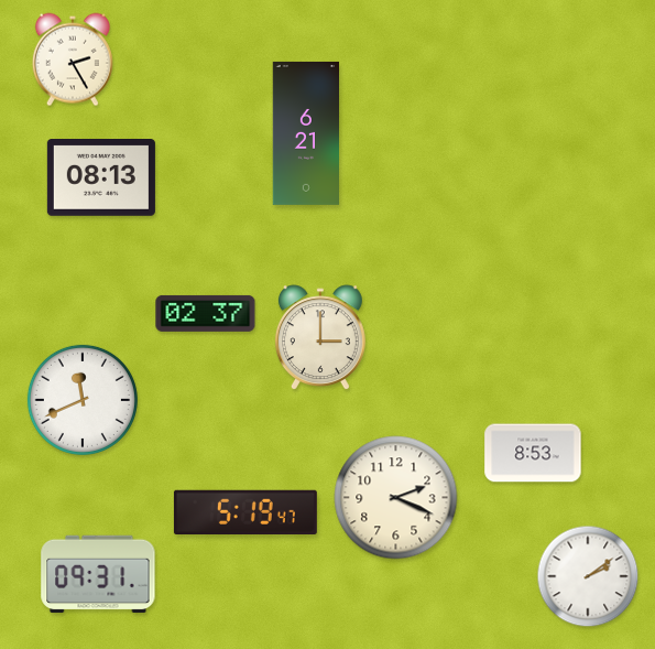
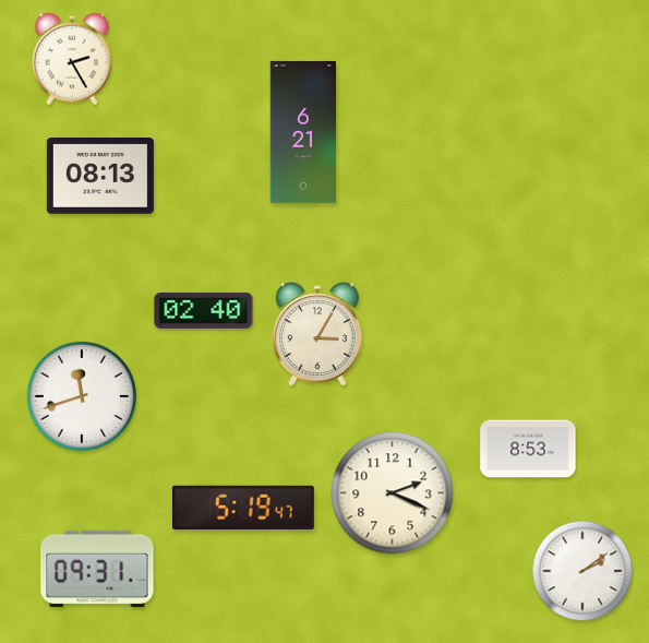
clock at (206, 313): 02:37 -> 02:40
clock at (320, 338): 3:00 -> 3:05
clock at (83, 400): 11:41 -> 11:42
